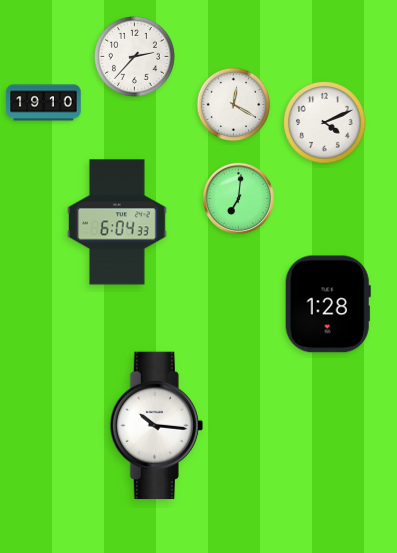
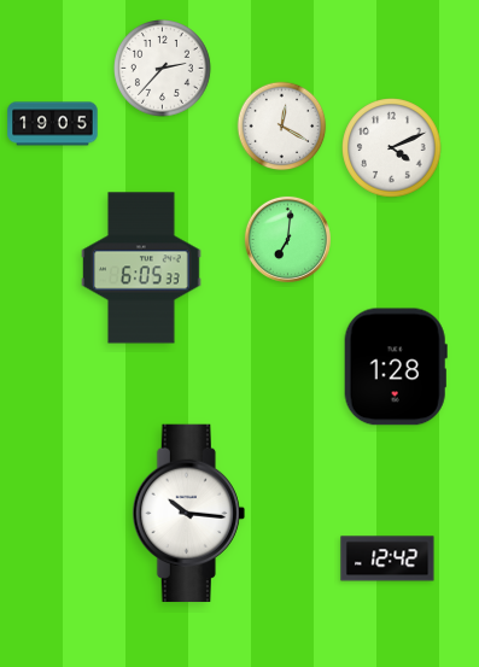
clock at (44, 103): 19:10 -> 19:05
clock at (117, 222): 6:04 -> 6:05
clock at (387, 558): none -> 12:42
